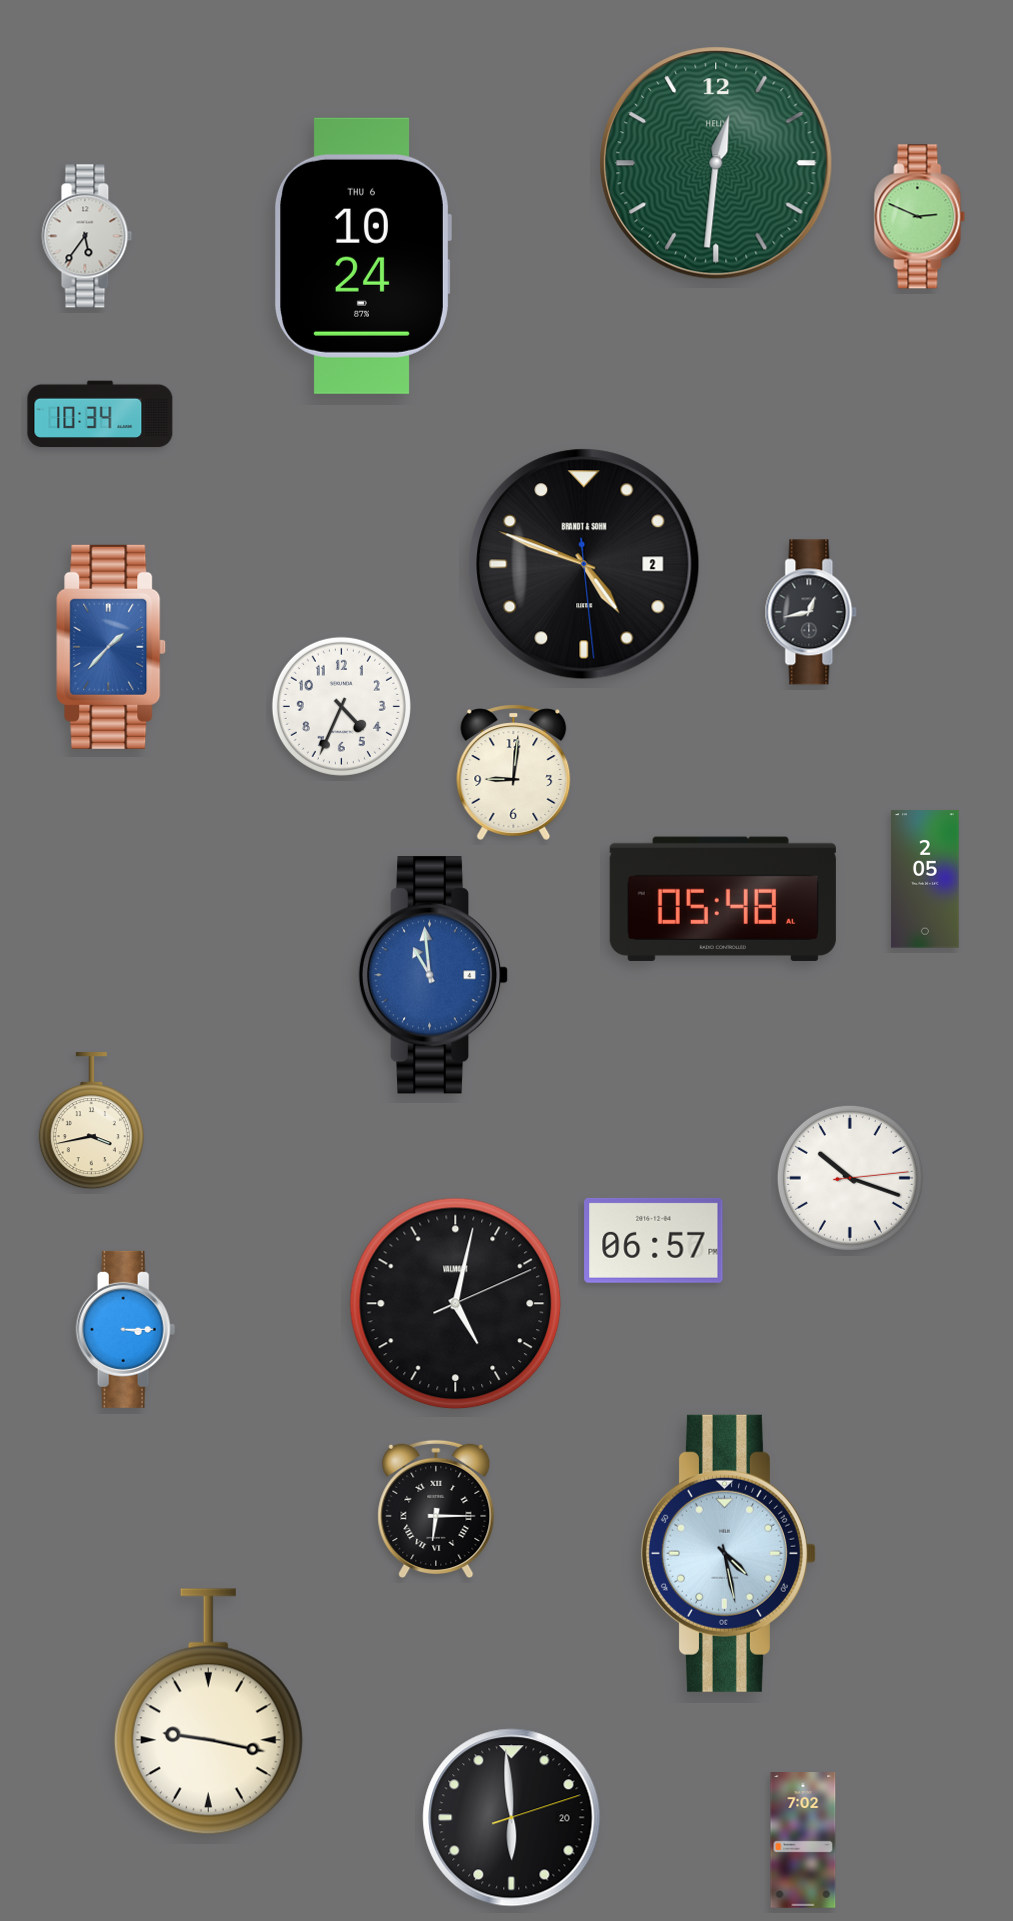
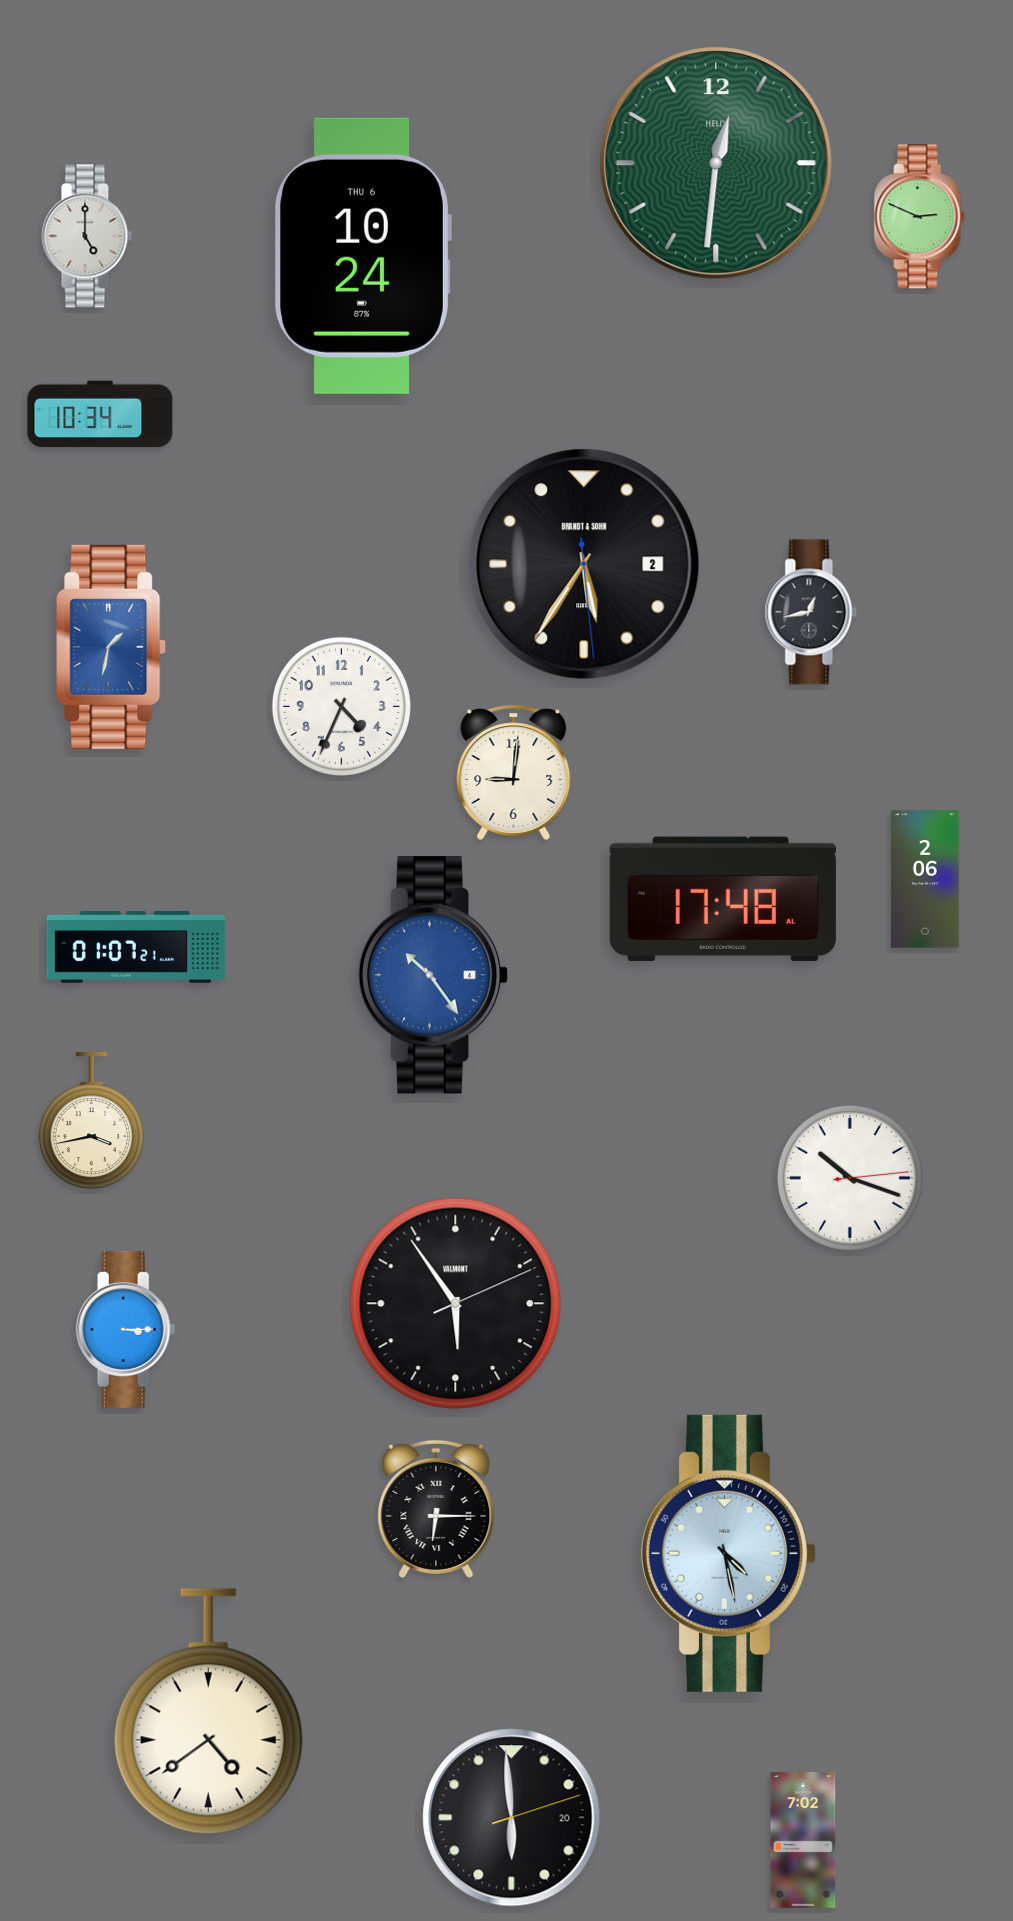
clock at (87, 236): 5:36 -> 5:00
clock at (584, 564): 4:48 -> 5:35
clock at (111, 647): 1:37 -> 1:32
clock at (925, 879): 2:05 -> 2:06
clock at (723, 898): 05:48 -> 17:48
clock at (136, 948): none -> 01:07
clock at (433, 975): 10:59 -> 10:24
clock at (654, 1240): 06:57 -> none
clock at (456, 1304): 5:02 -> 5:54
clock at (208, 1712): 9:17 -> 4:39
